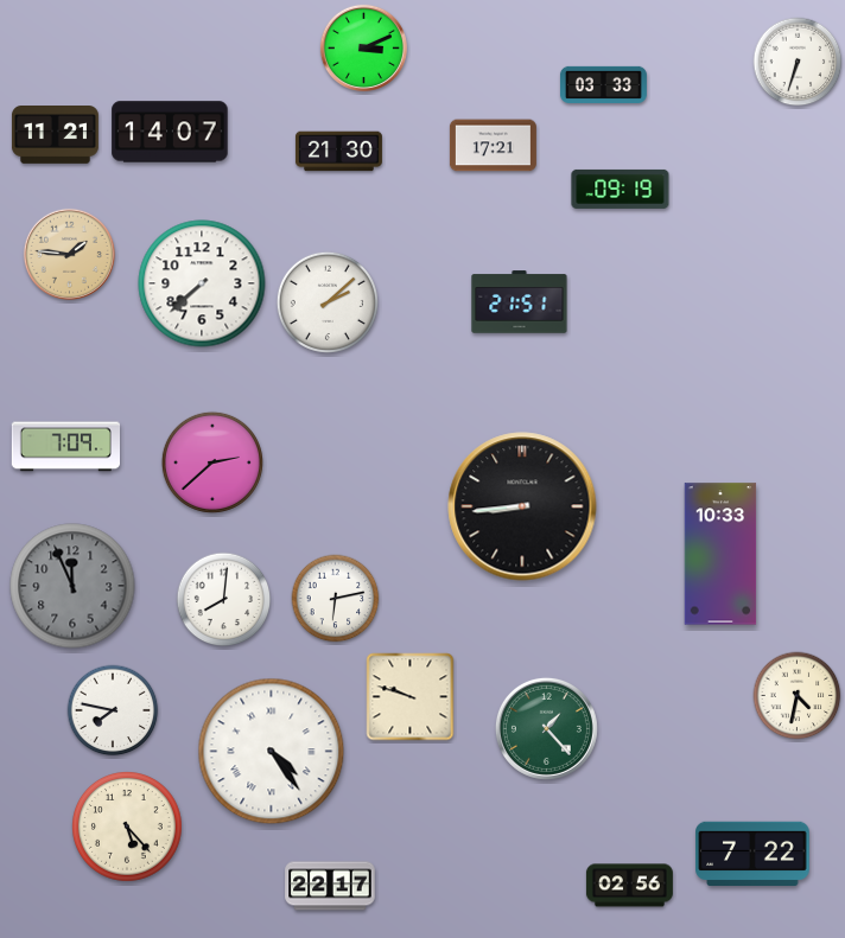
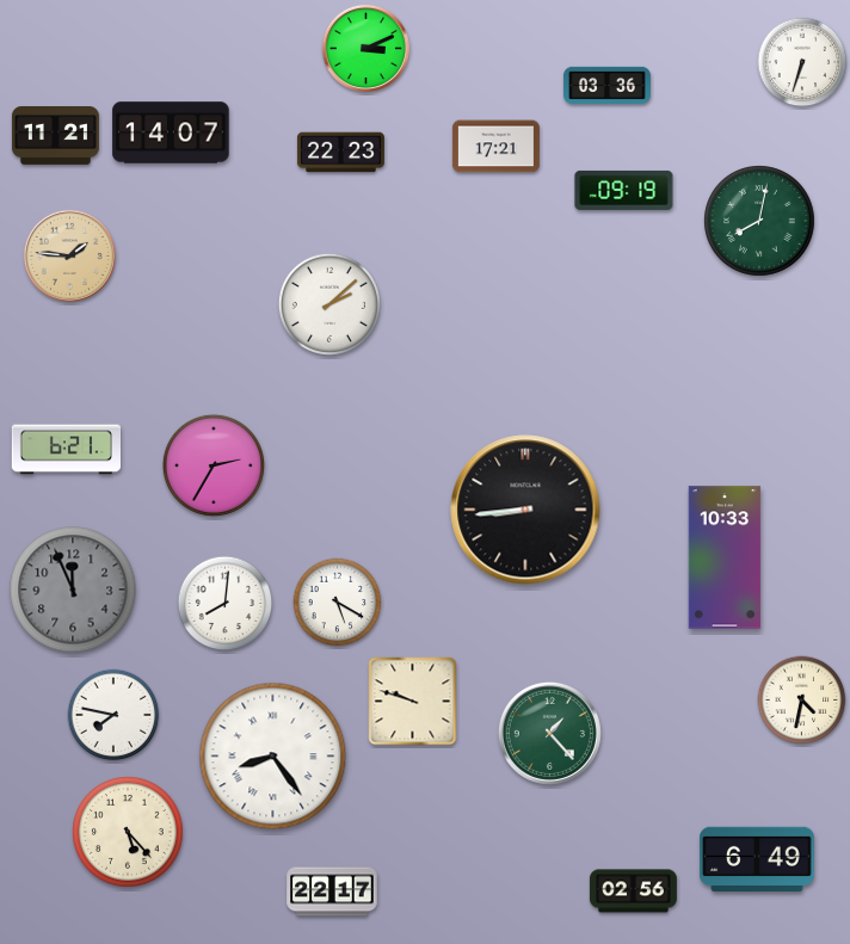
clock at (603, 84): 03:33 -> 03:36
clock at (338, 152): 21:30 -> 22:23
clock at (760, 222): none -> 8:02
clock at (202, 283): 7:38 -> none
clock at (520, 302): 21:51 -> none
clock at (65, 447): 7:09 -> 6:21
clock at (212, 462): 2:38 -> 2:35
clock at (336, 599): 6:13 -> 5:20
clock at (272, 752): 4:24 -> 8:24
clock at (752, 854): 7:22 -> 6:49
